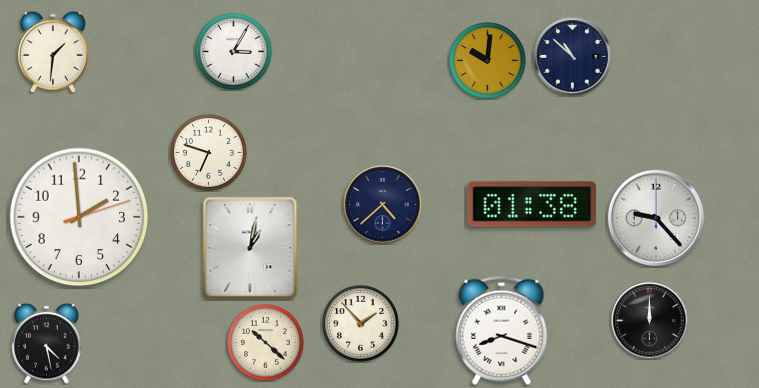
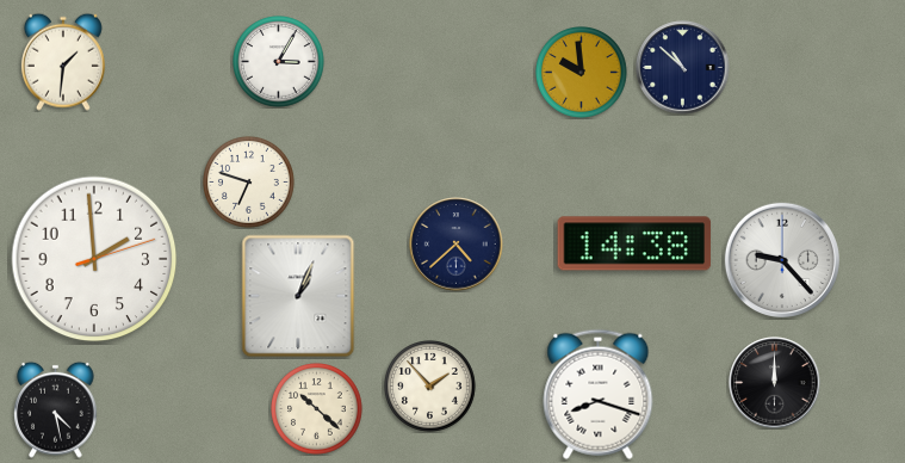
clock at (488, 61): 10:01 -> 9:59
clock at (532, 204): 01:38 -> 14:38
clock at (250, 248): 1:02 -> 1:04
